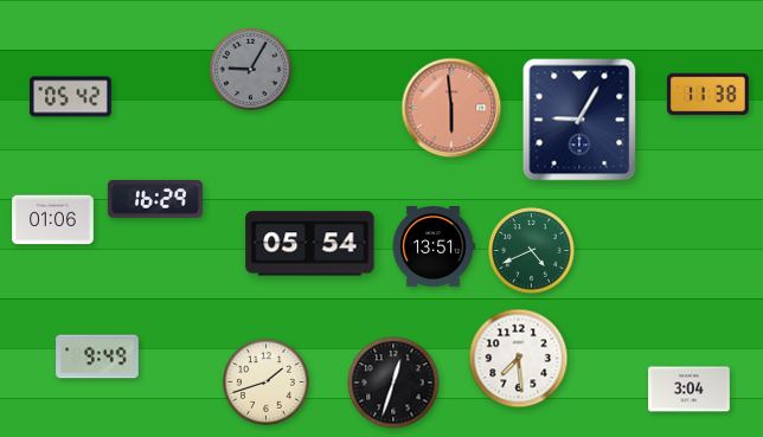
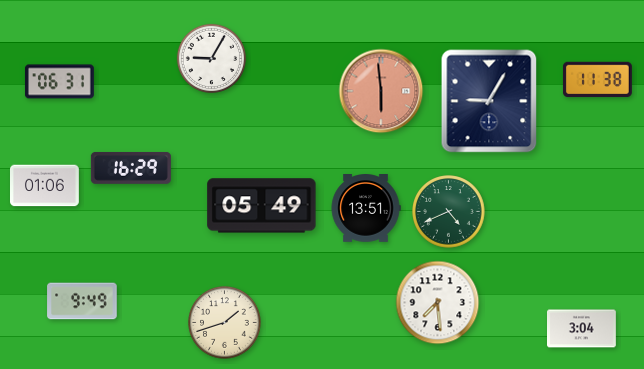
clock at (250, 69) dial: grey -> white
clock at (70, 97): 05:42 -> 06:31
clock at (310, 244): 05:54 -> 05:49
clock at (393, 383): 12:33 -> none
